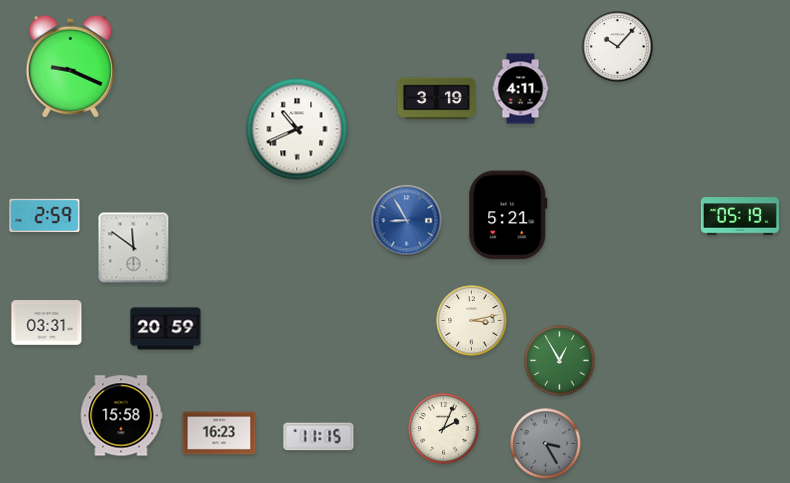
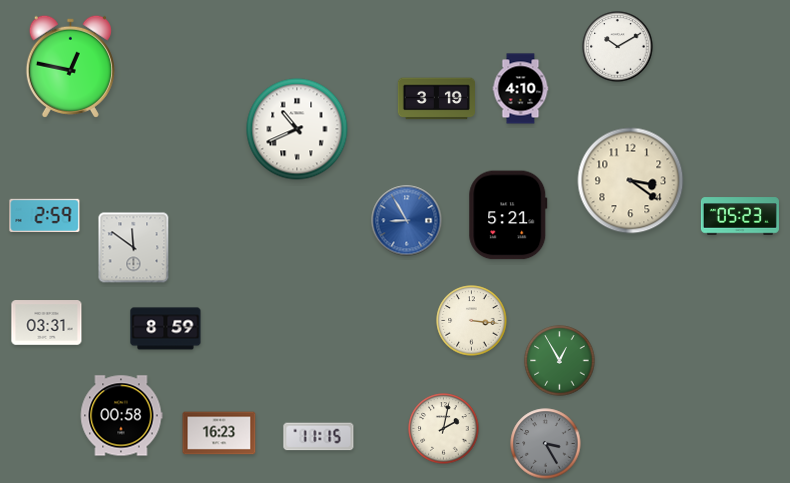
clock at (618, 47): 10:07 -> 10:10
clock at (70, 66): 9:19 -> 12:47
clock at (521, 89): 4:11 -> 4:10
clock at (631, 181): none -> 3:21
clock at (740, 216): 05:19 -> 05:23
clock at (472, 321): 3:13 -> 3:16
clock at (166, 329): 20:59 -> 8:59
clock at (121, 416): 15:58 -> 00:58
clock at (444, 429): 2:04 -> 2:02
